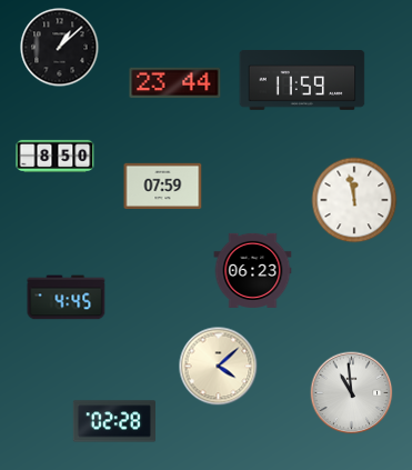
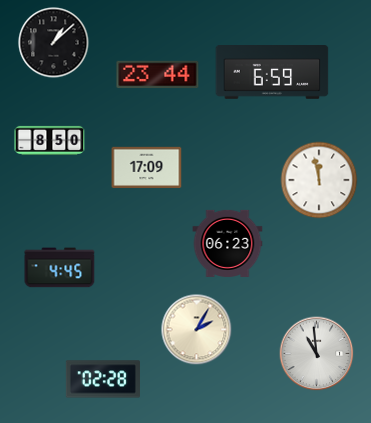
clock at (302, 81): 11:59 -> 6:59
clock at (163, 186): 07:59 -> 17:09
clock at (219, 367): 4:08 -> 2:05
